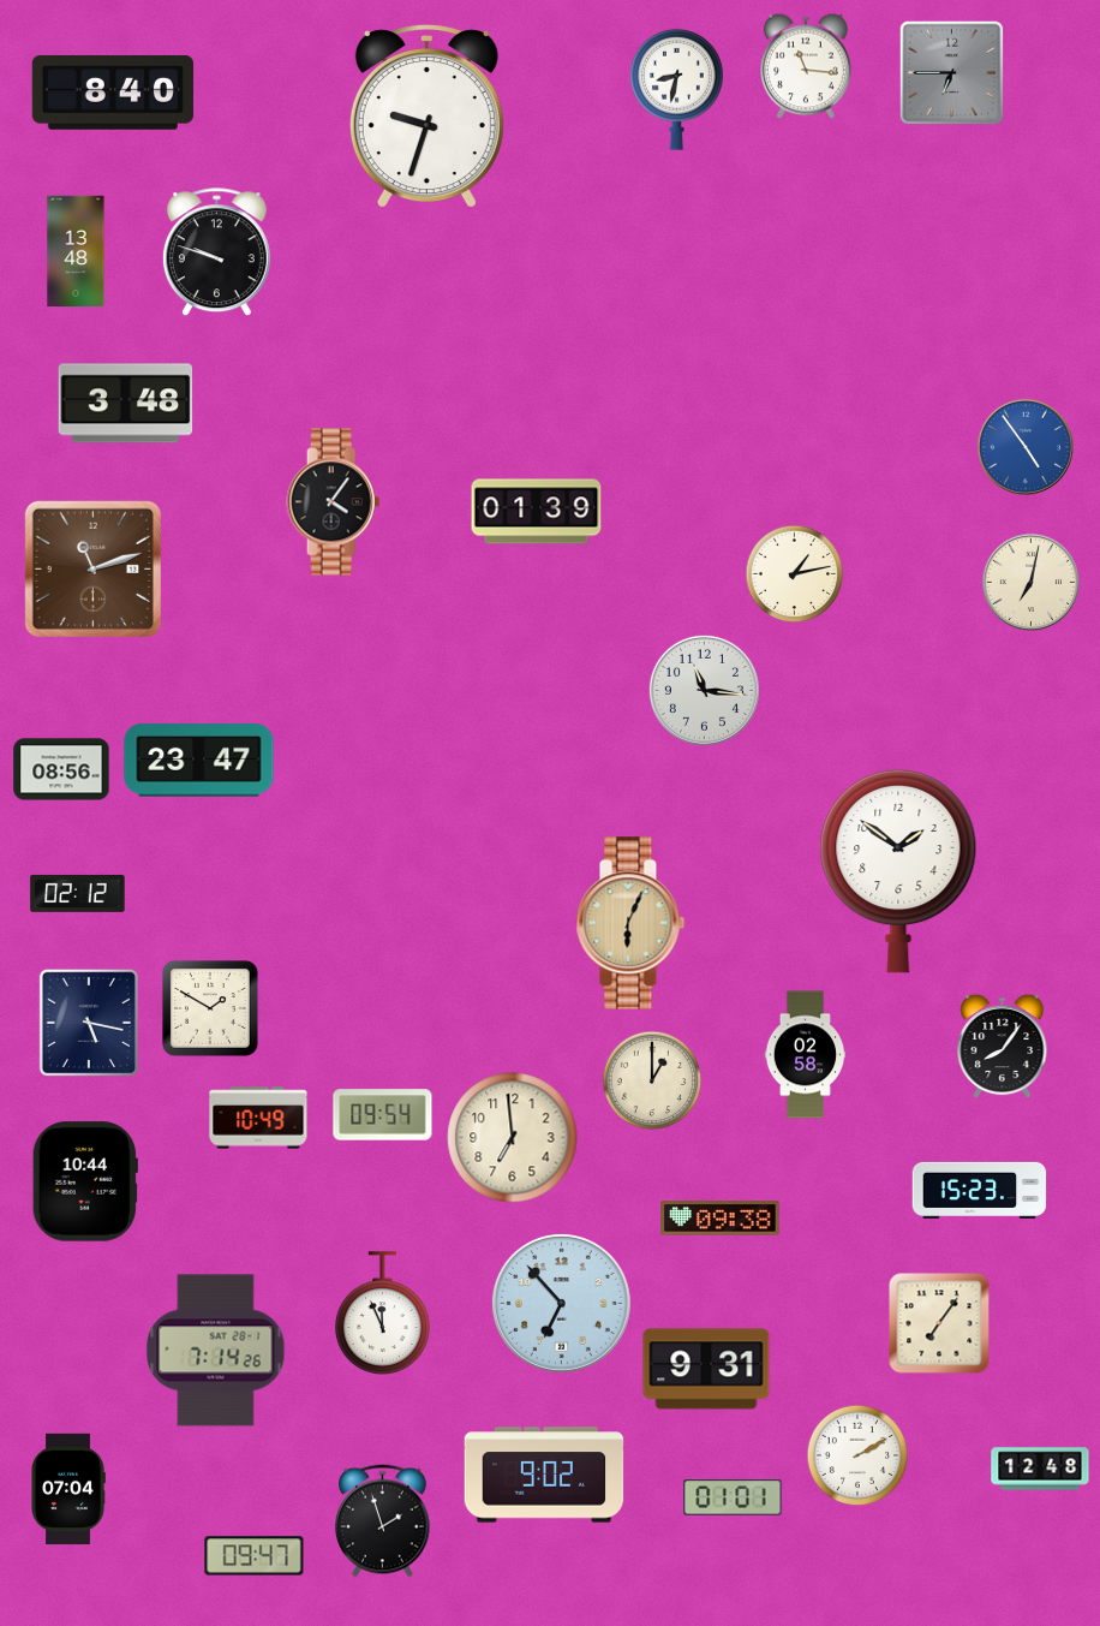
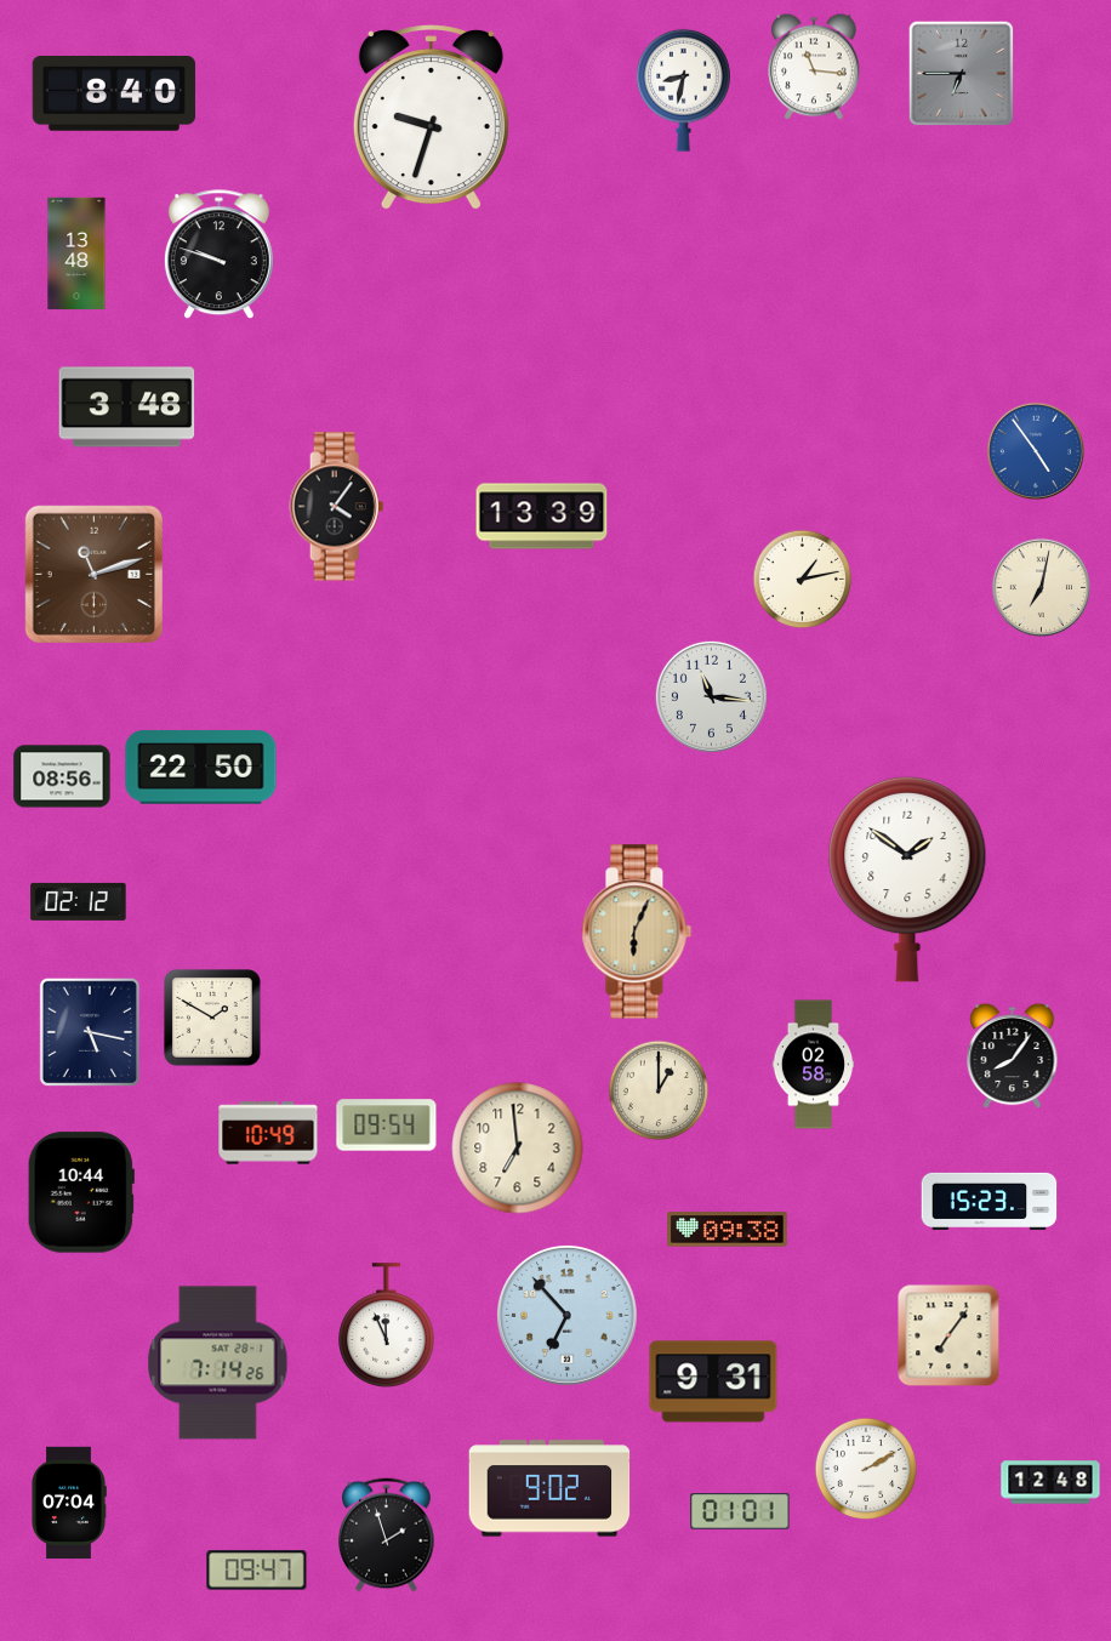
clock at (537, 512): 01:39 -> 13:39
clock at (199, 761): 23:47 -> 22:50
clock at (258, 1118) position: (258, 1118) -> (268, 1133)
clock at (85, 1181) position: (85, 1181) -> (81, 1192)
